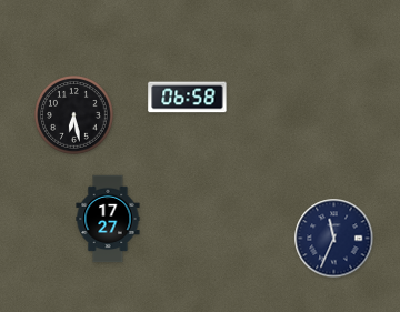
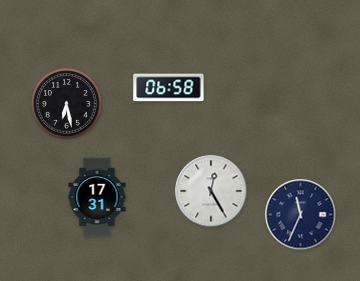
clock at (211, 191): none -> 12:25
clock at (108, 219): 17:27 -> 17:31
